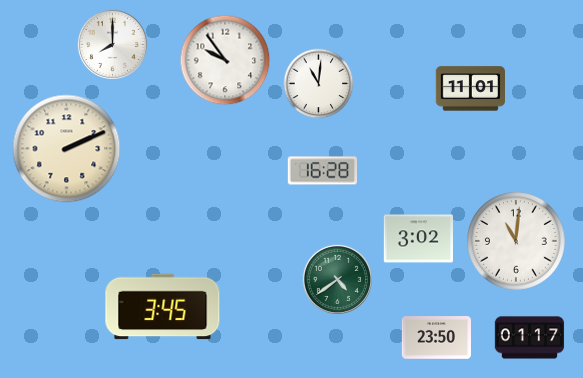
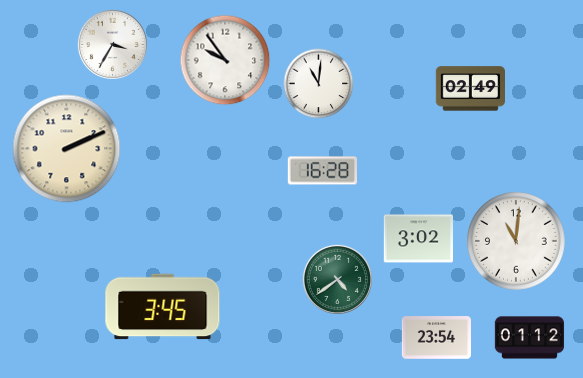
clock at (112, 44): 8:00 -> 3:35
clock at (470, 89): 11:01 -> 02:49
clock at (436, 338): 23:50 -> 23:54
clock at (530, 338): 01:17 -> 01:12
